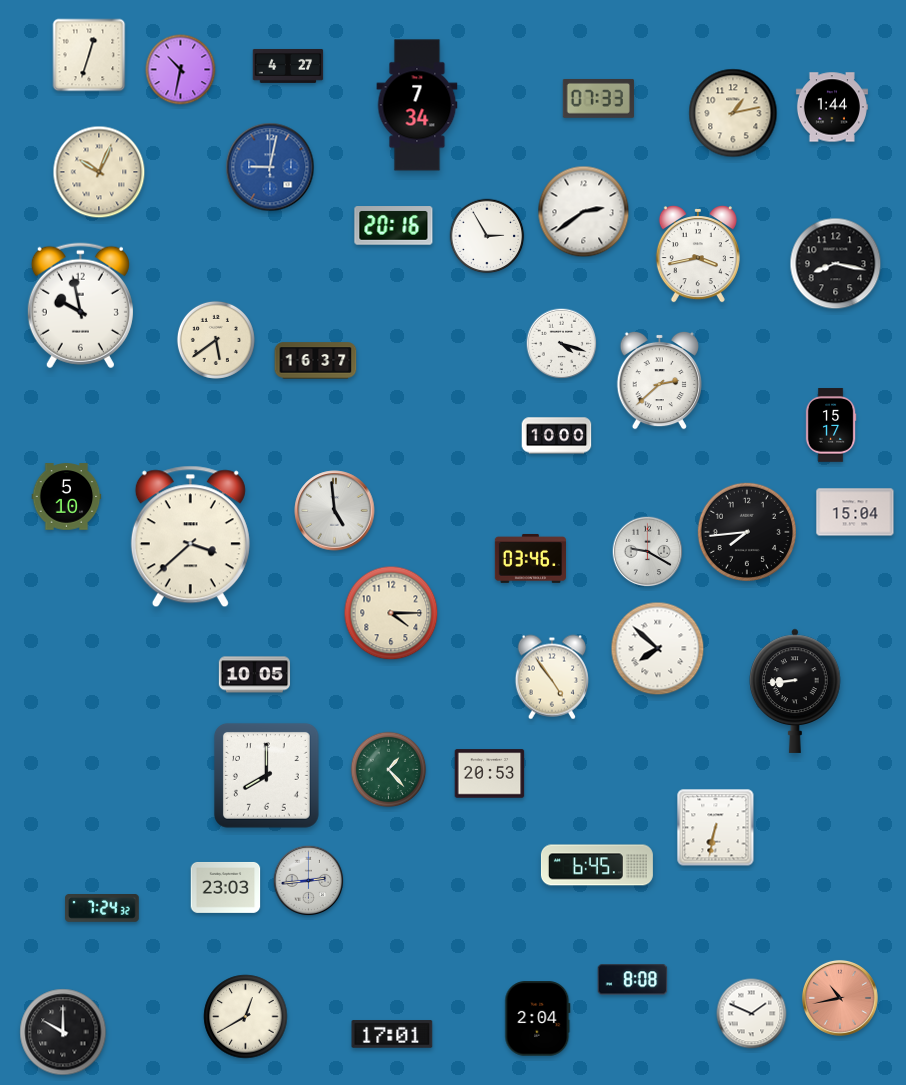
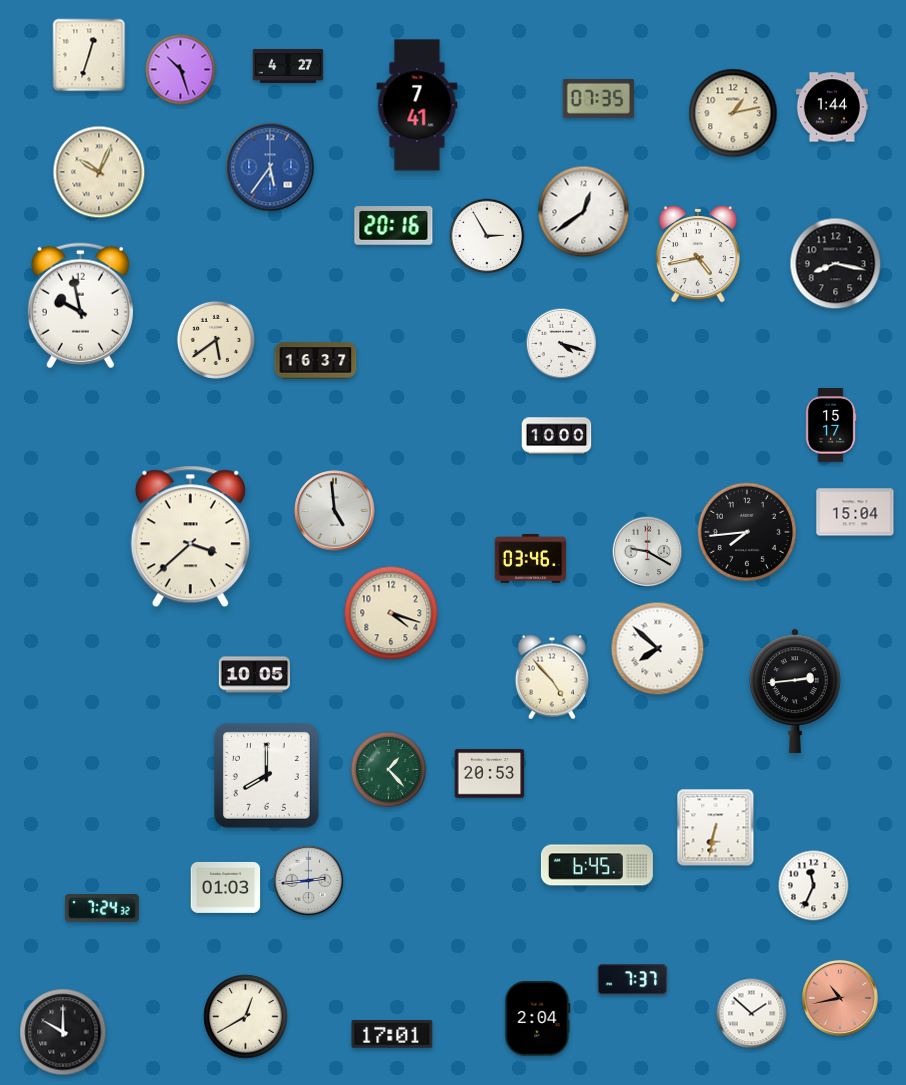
clock at (181, 70): 10:32 -> 10:27
clock at (598, 98): 07:33 -> 07:35
clock at (417, 105): 7:34 -> 7:41
clock at (270, 167): 9:02 -> 5:36
clock at (584, 212): 2:39 -> 12:39
clock at (698, 255): 3:43 -> 4:43
clock at (659, 380): 2:38 -> none
clock at (67, 497): 5:10 -> none
clock at (391, 613): 4:15 -> 4:18
clock at (552, 677): 4:54 -> 4:53
clock at (795, 691): 8:44 -> 2:44
clock at (814, 886): none -> 11:34
clock at (226, 887): 23:03 -> 01:03
clock at (633, 980): 8:08 -> 7:37
clock at (752, 1014): 1:49 -> 1:52
